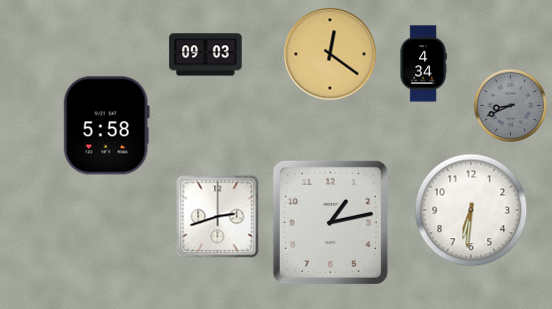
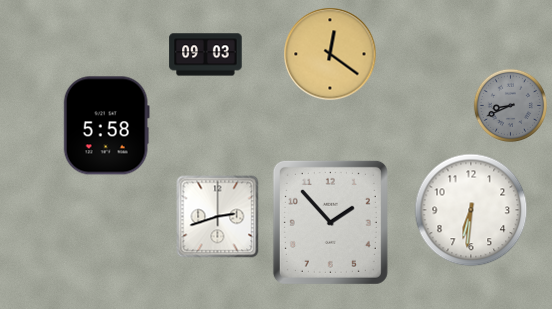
clock at (423, 64): 4:34 -> none
clock at (330, 222): 1:13 -> 1:53
